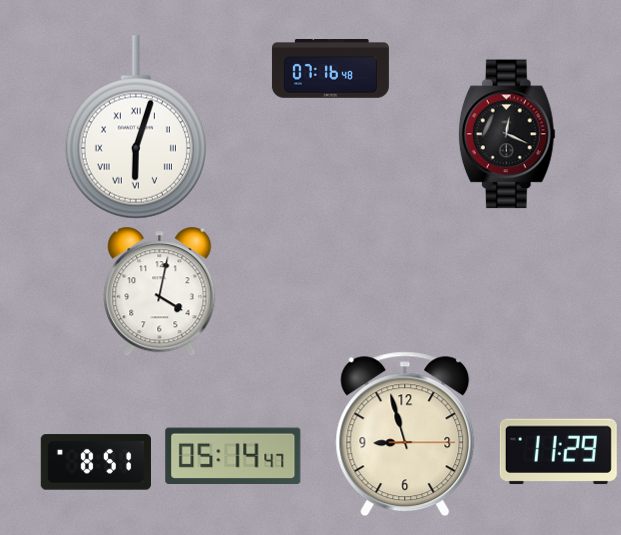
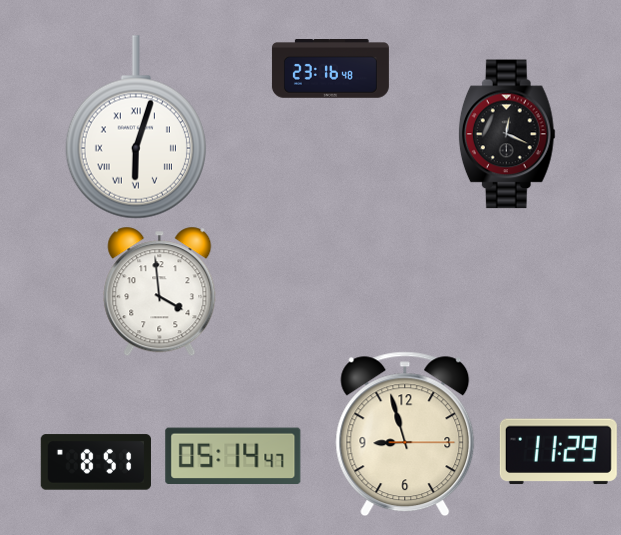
clock at (330, 69): 07:16 -> 23:16
clock at (160, 292): 4:02 -> 3:59
